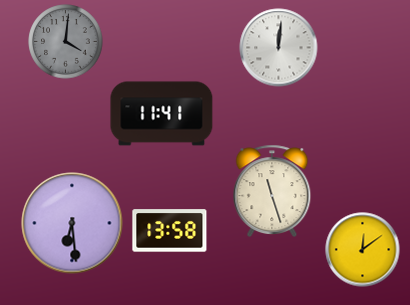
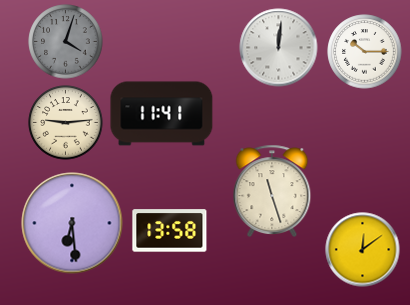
clock at (66, 42): 4:01 -> 4:03
clock at (365, 52): none -> 10:15
clock at (66, 123): none -> 9:14
